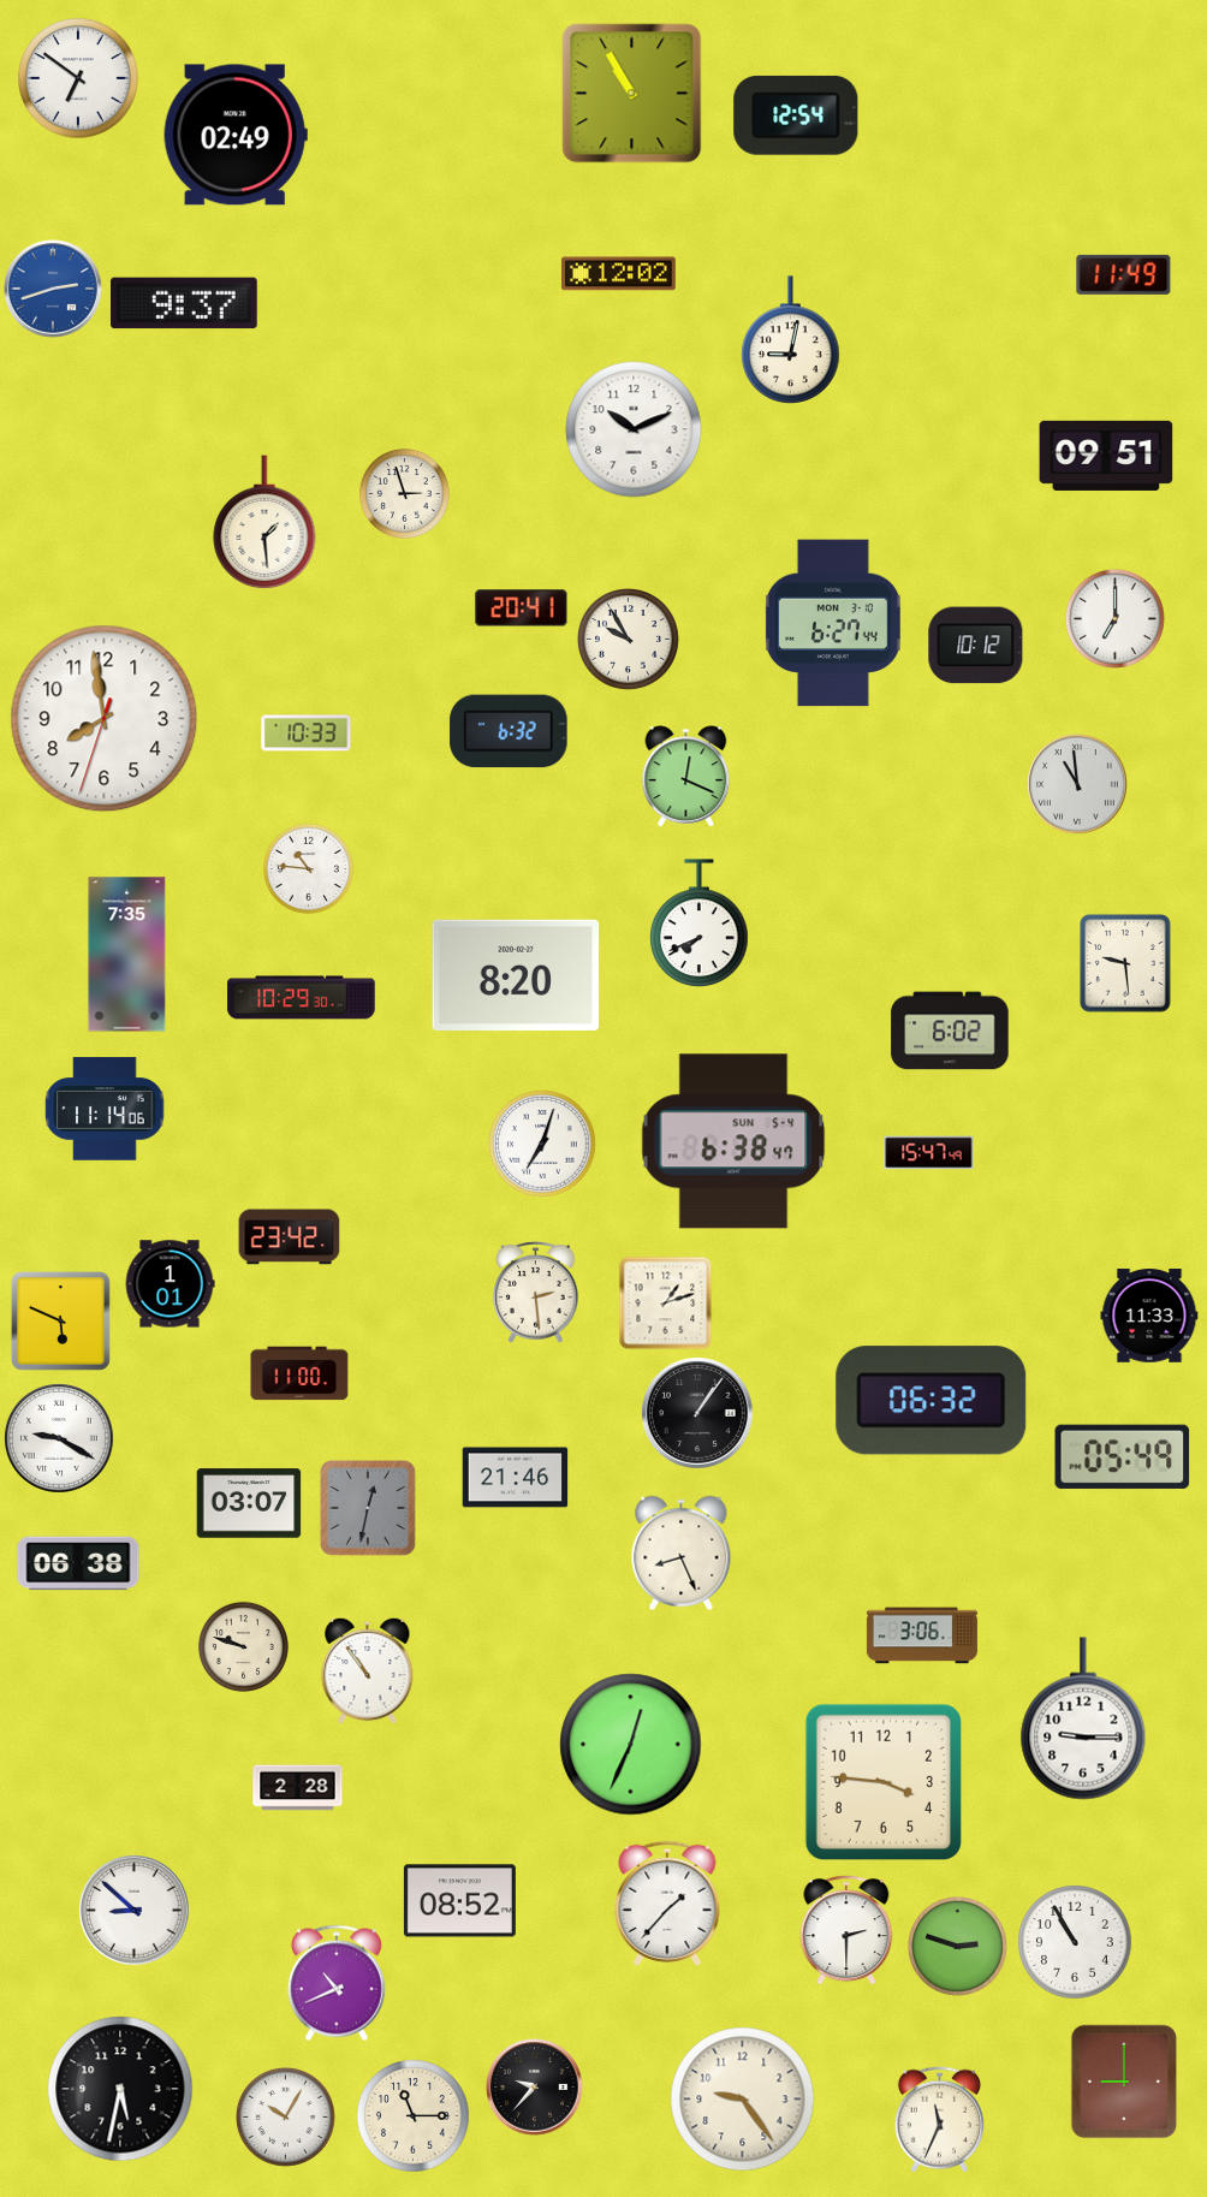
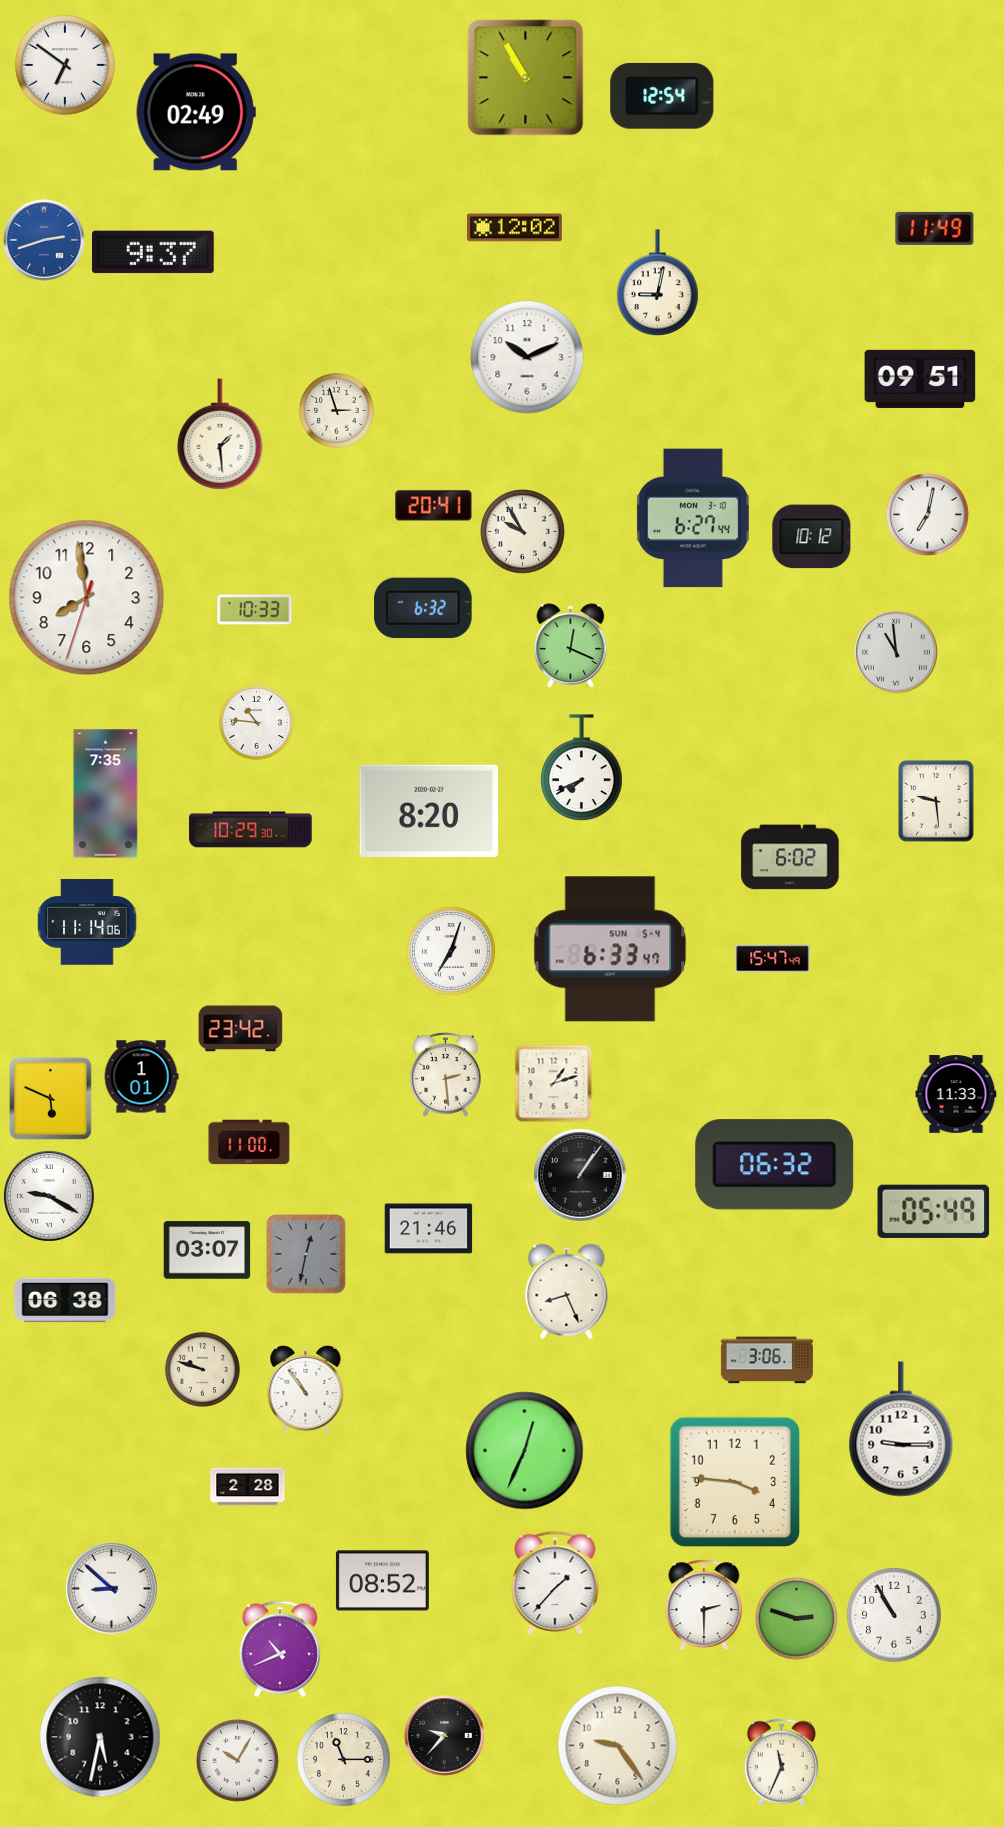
clock at (1114, 618): 7:00 -> 7:02
clock at (733, 1141): 6:38 -> 6:33
clock at (170, 1284) position: (170, 1284) -> (141, 1077)
clock at (1124, 2082): 9:00 -> none
